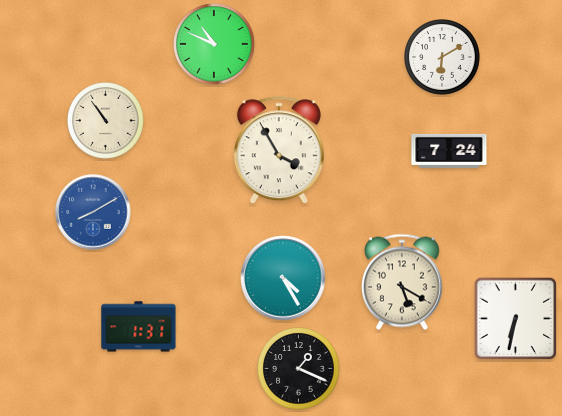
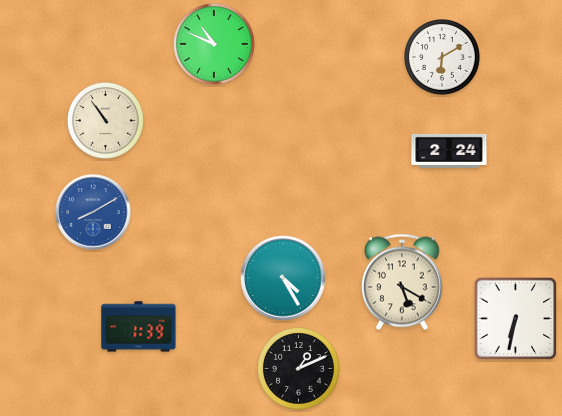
clock at (279, 151): 3:55 -> none
clock at (449, 151): 7:24 -> 2:24
clock at (139, 327): 1:31 -> 1:39
clock at (299, 369): 1:19 -> 1:11
